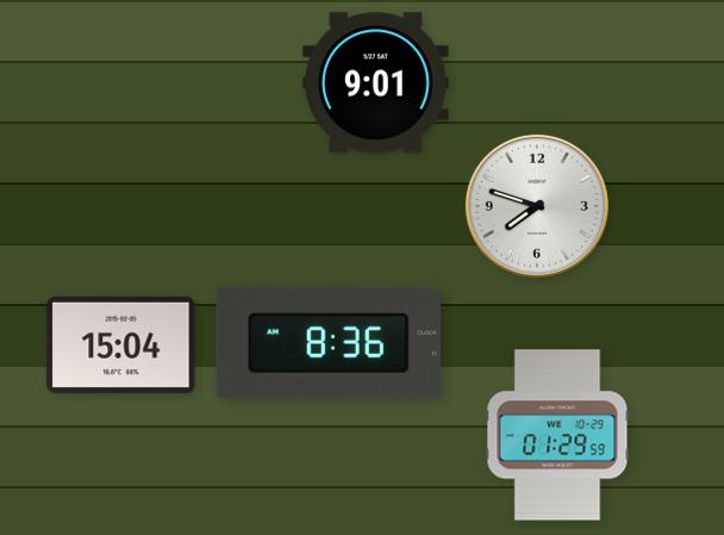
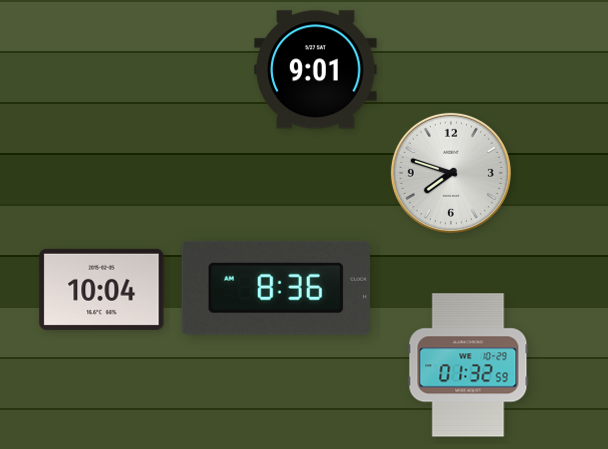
clock at (121, 344): 15:04 -> 10:04
clock at (557, 435): 01:29 -> 01:32
